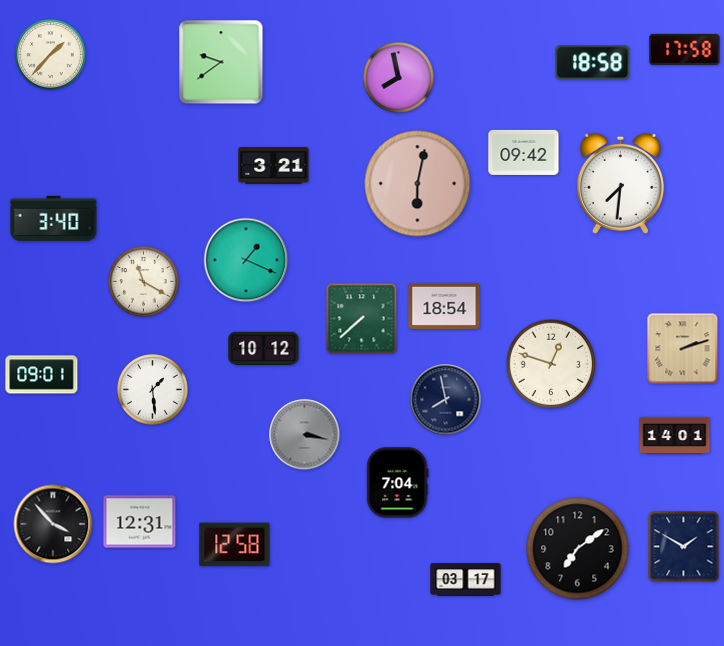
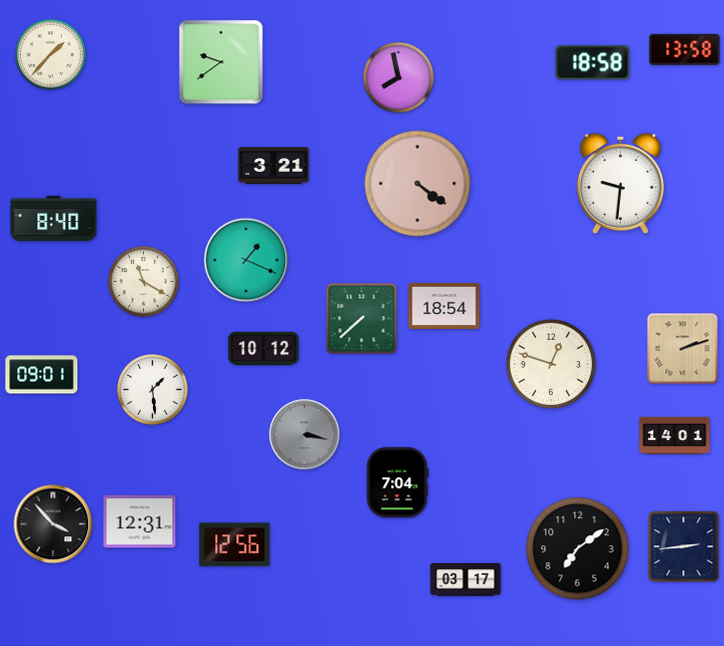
clock at (685, 49): 17:58 -> 13:58
clock at (524, 152): 09:42 -> none
clock at (620, 183): 7:31 -> 9:31
clock at (418, 184): 6:02 -> 4:21
clock at (54, 219): 3:40 -> 8:40
clock at (446, 400): 7:58 -> none
clock at (235, 545): 12:58 -> 12:56
clock at (684, 547): 1:50 -> 2:44
